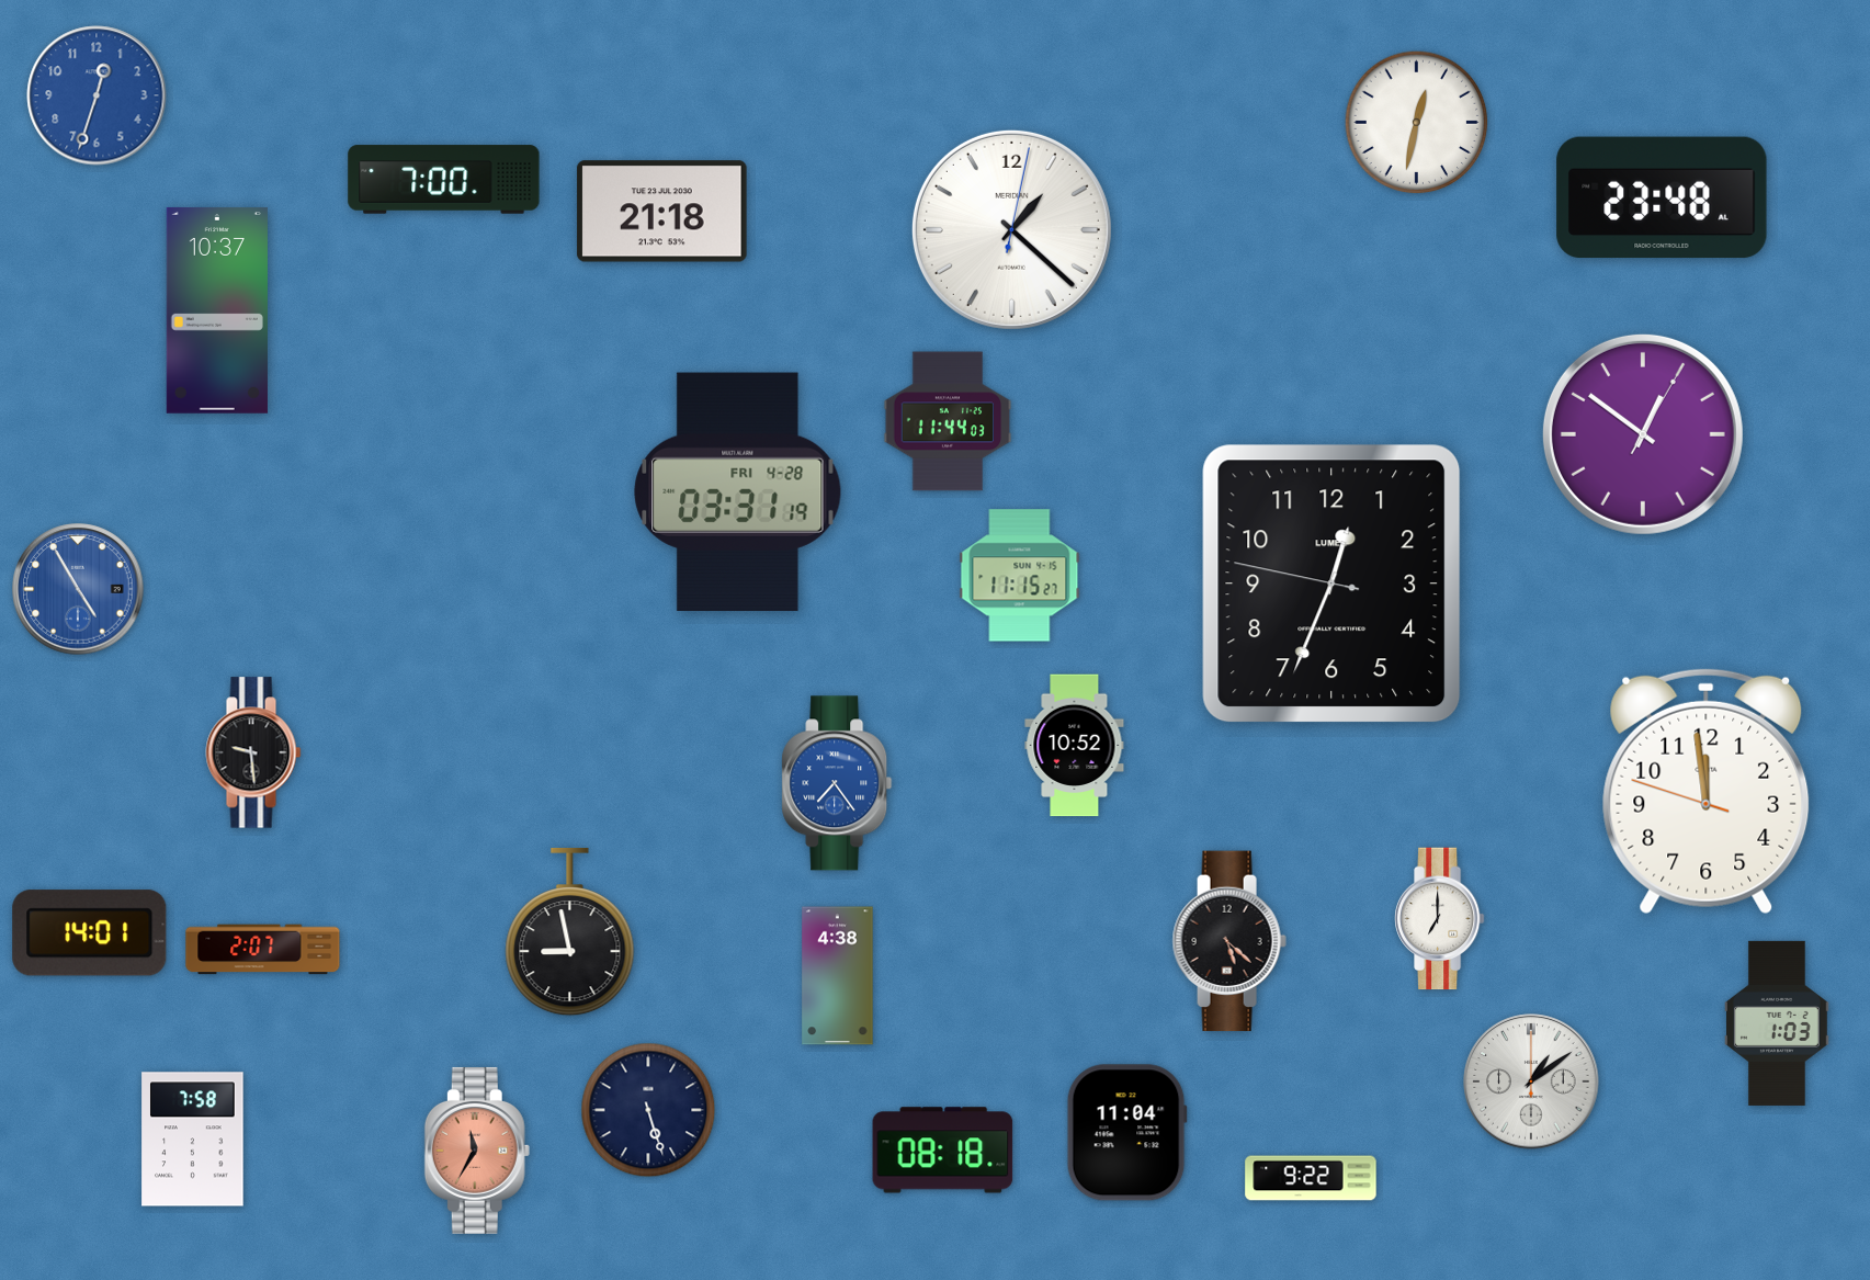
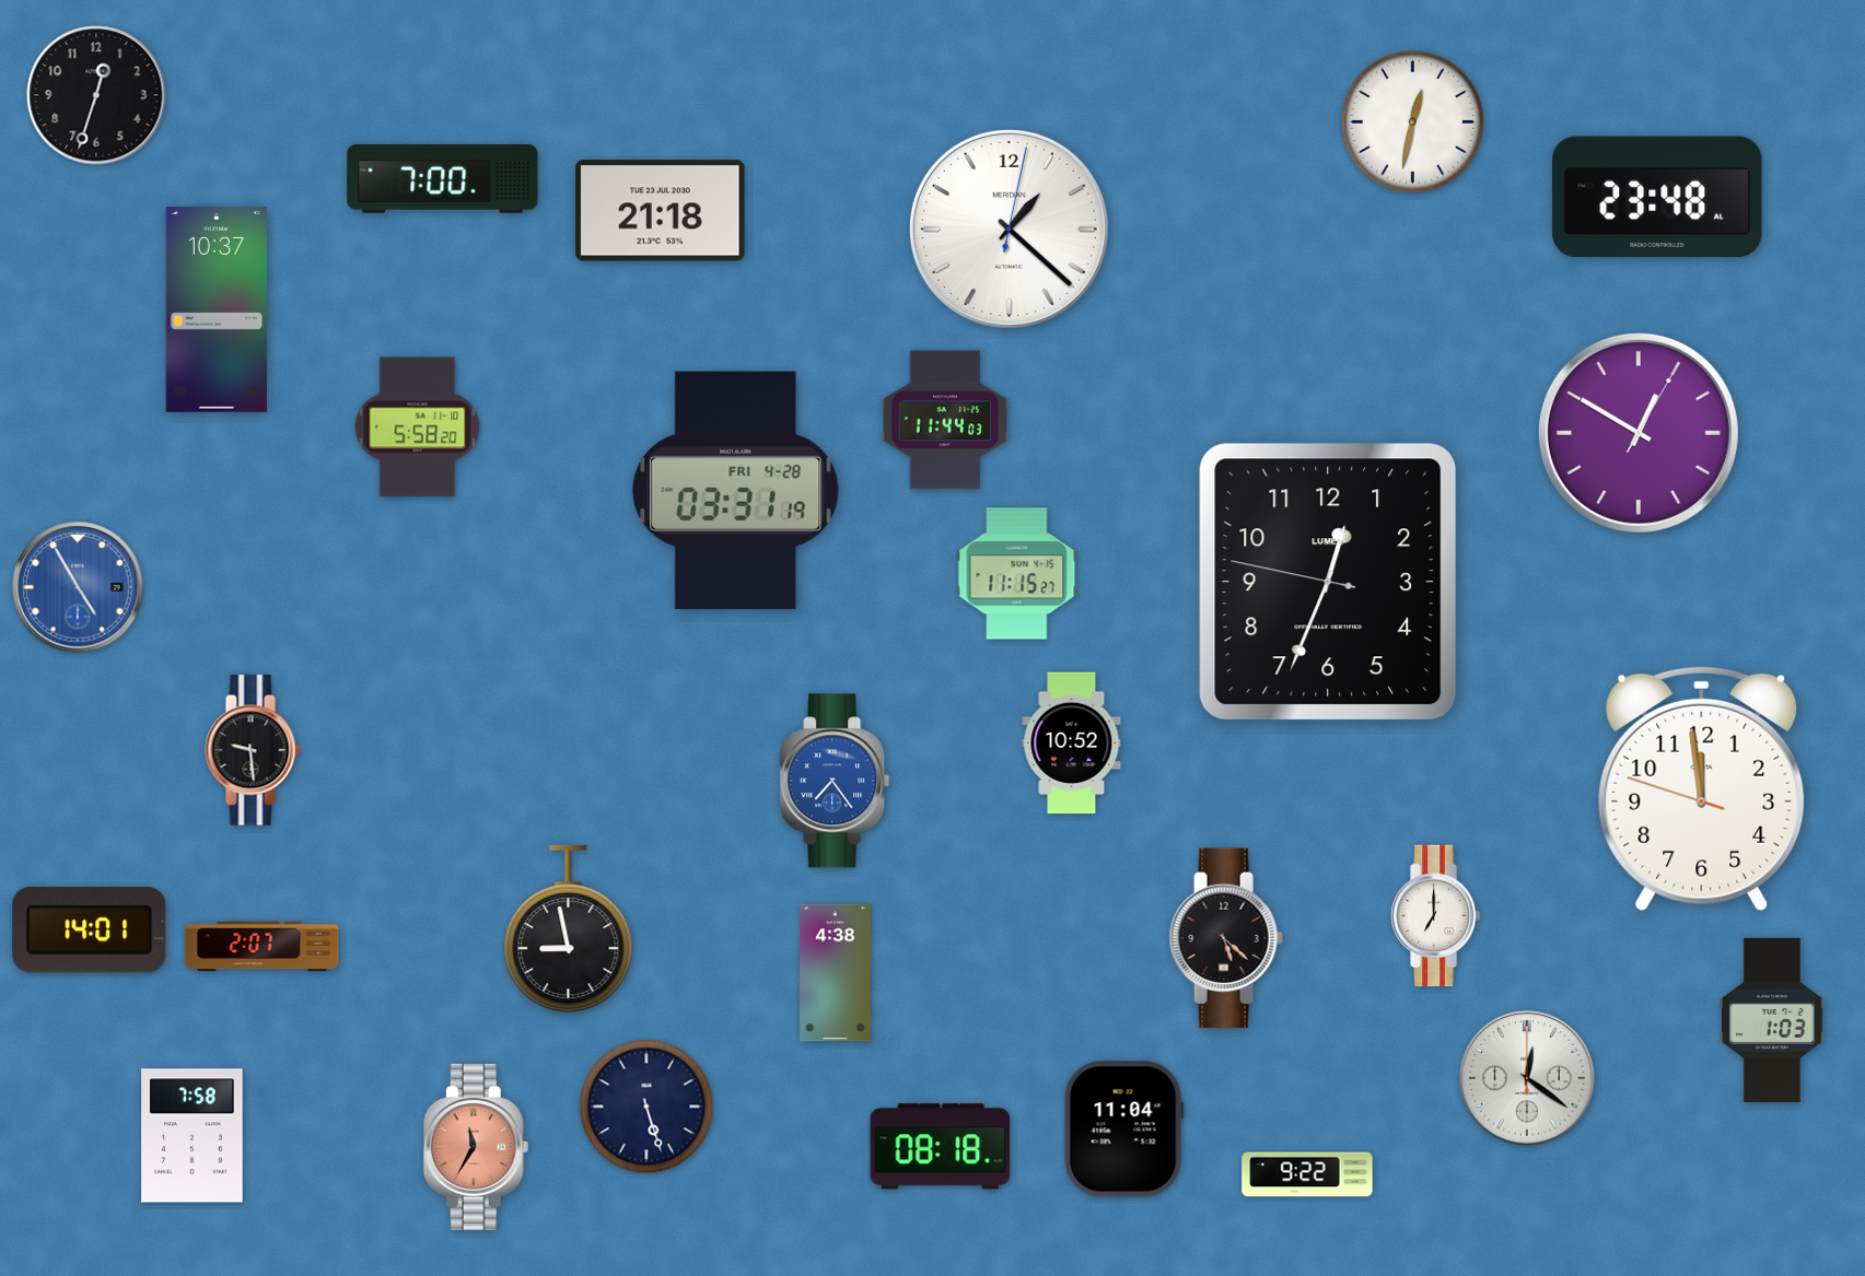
clock at (97, 95) dial: blue -> black
clock at (418, 428): none -> 5:58
clock at (1643, 434): 12:51 -> 12:50
clock at (1531, 1081): 1:09 -> 12:21
